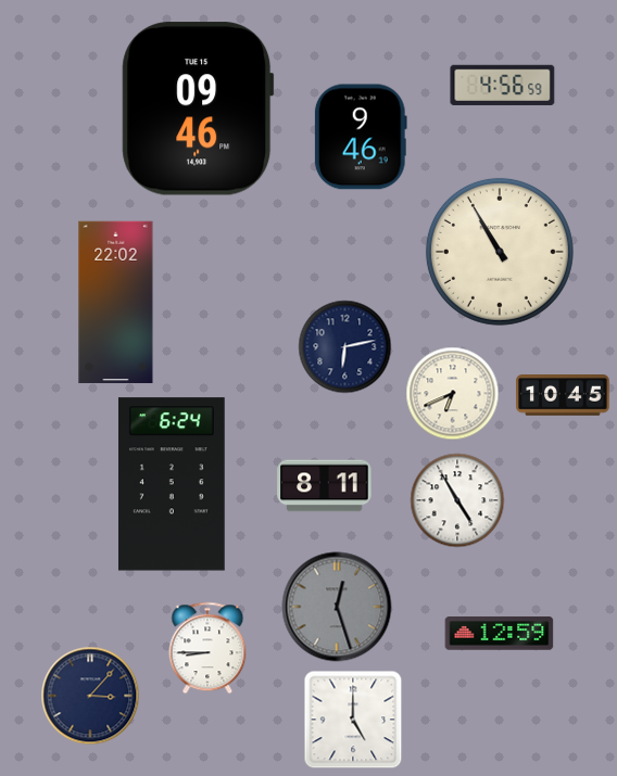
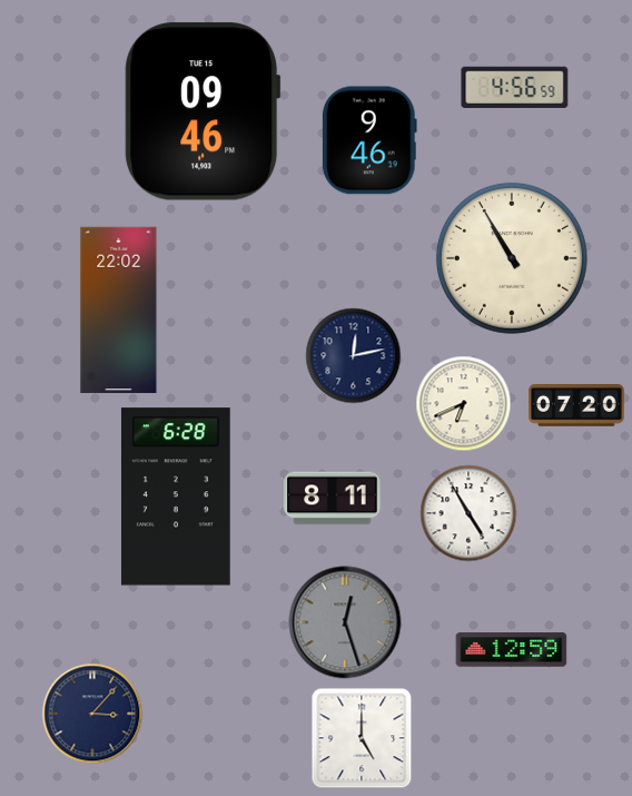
clock at (345, 347): 6:13 -> 12:13
clock at (563, 396): 10:45 -> 07:20
clock at (172, 484): 6:24 -> 6:28
clock at (207, 648): 8:45 -> none
